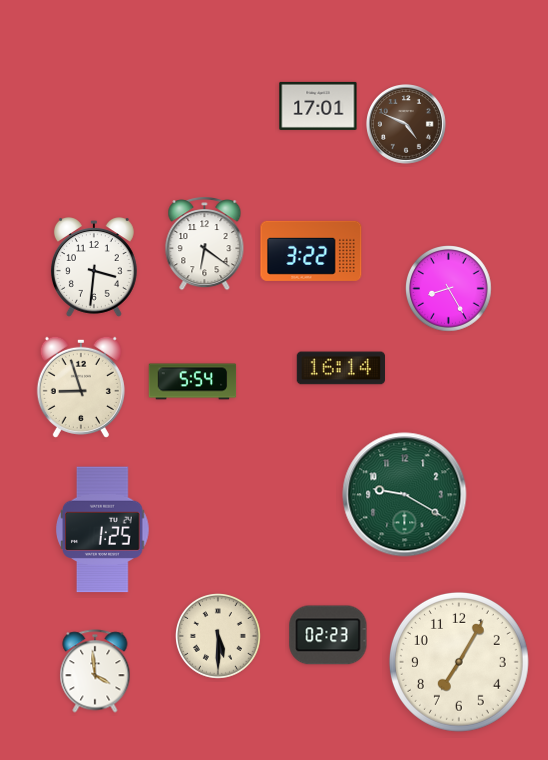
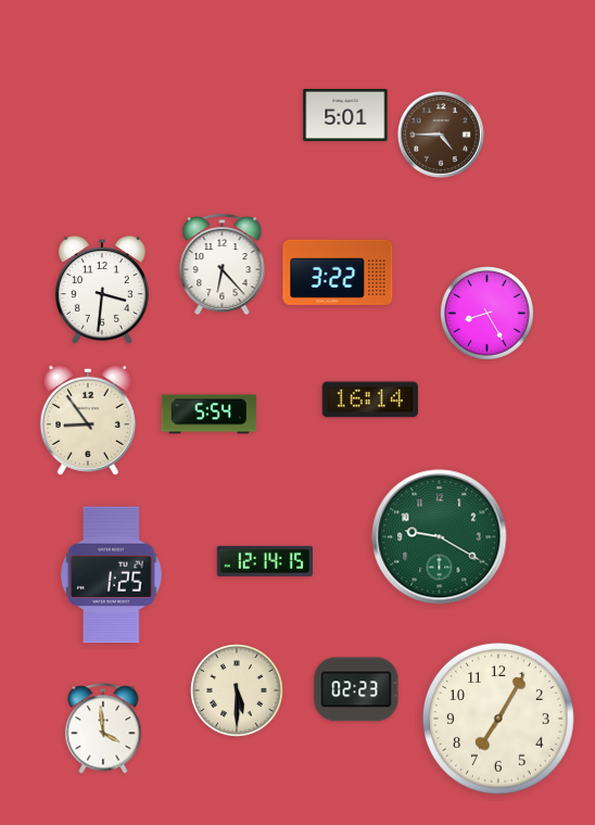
clock at (318, 106): 17:01 -> 5:01
clock at (407, 125): 4:49 -> 4:45
clock at (205, 244): 6:21 -> 6:23
clock at (81, 387): 8:57 -> 8:54
clock at (264, 561): none -> 12:14
